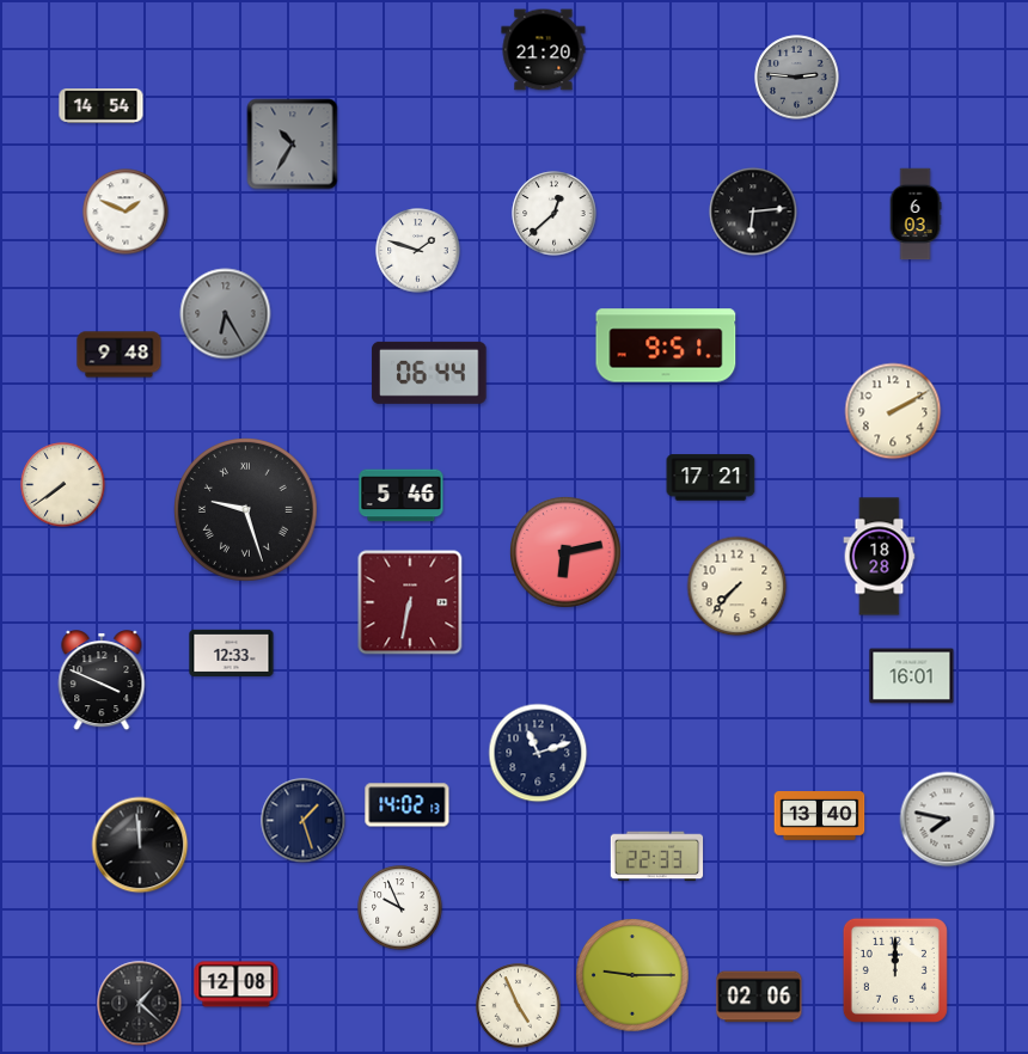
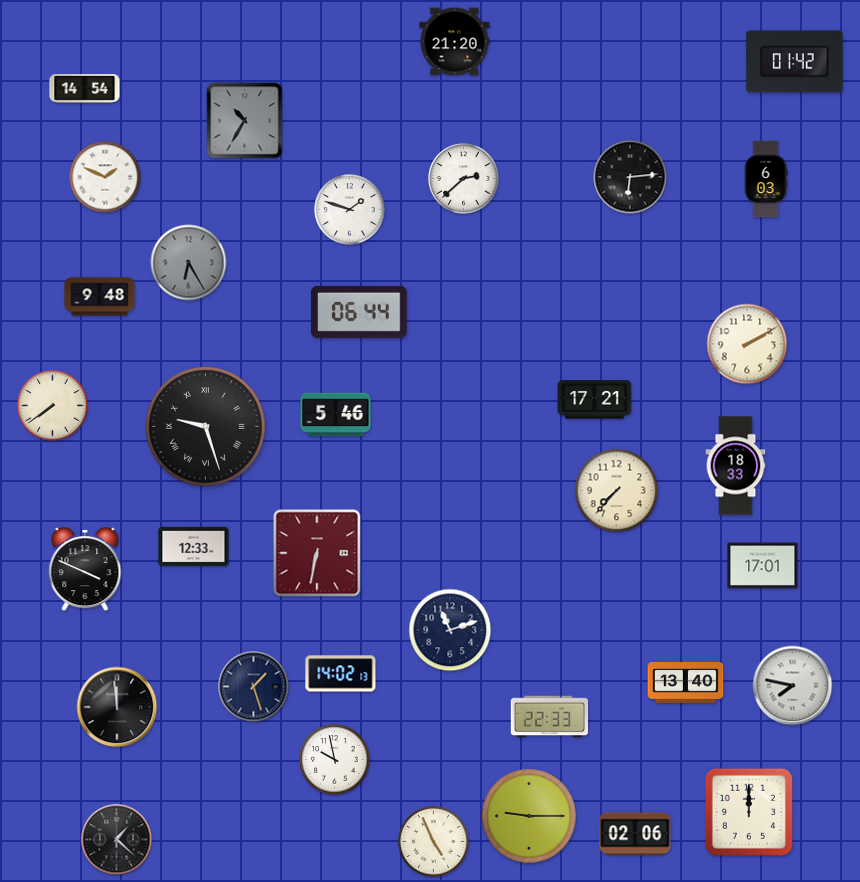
clock at (795, 62): none -> 01:42
clock at (797, 78): 2:46 -> none
clock at (555, 214): 12:38 -> 2:38
clock at (666, 345): 9:51 -> none
clock at (565, 552): 6:13 -> none
clock at (880, 557): 18:28 -> 18:33
clock at (410, 602) position: (410, 602) -> (317, 553)
clock at (912, 676): 16:01 -> 17:01
clock at (400, 908): 9:56 -> 9:58
clock at (237, 985): 12:08 -> none
